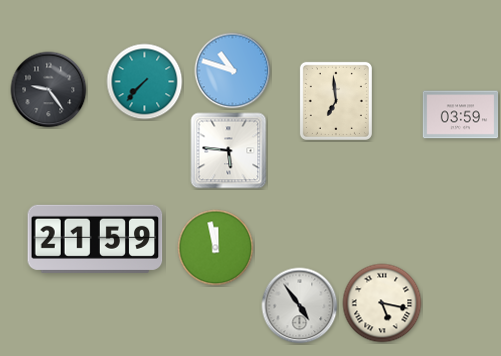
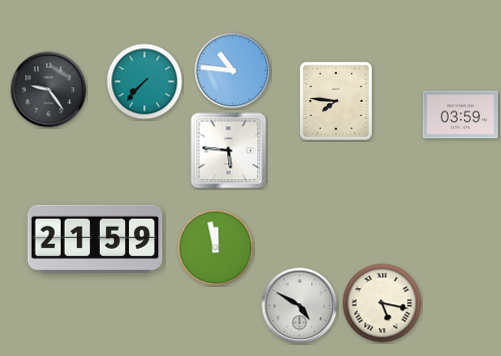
clock at (233, 71): 10:48 -> 10:46
clock at (336, 101): 6:59 -> 7:46
clock at (300, 306): 4:54 -> 4:50
